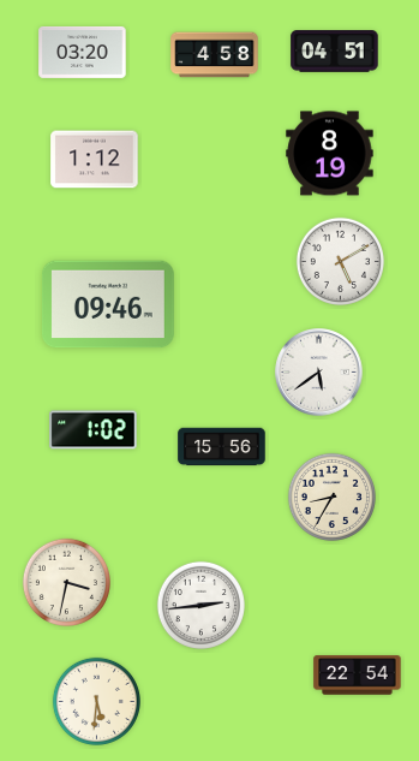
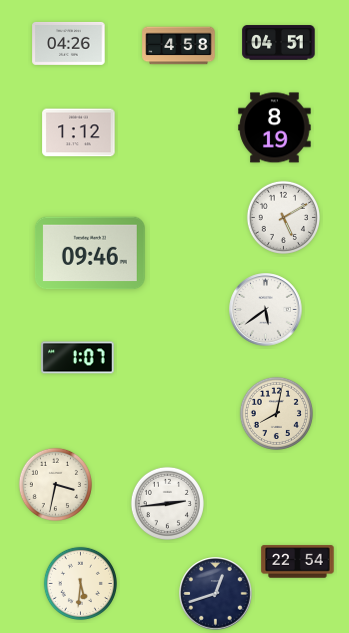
clock at (83, 52): 03:20 -> 04:26
clock at (94, 430): 1:02 -> 1:07
clock at (222, 447): 15:56 -> none
clock at (331, 497): 8:35 -> 8:02
clock at (216, 594): none -> 12:42
